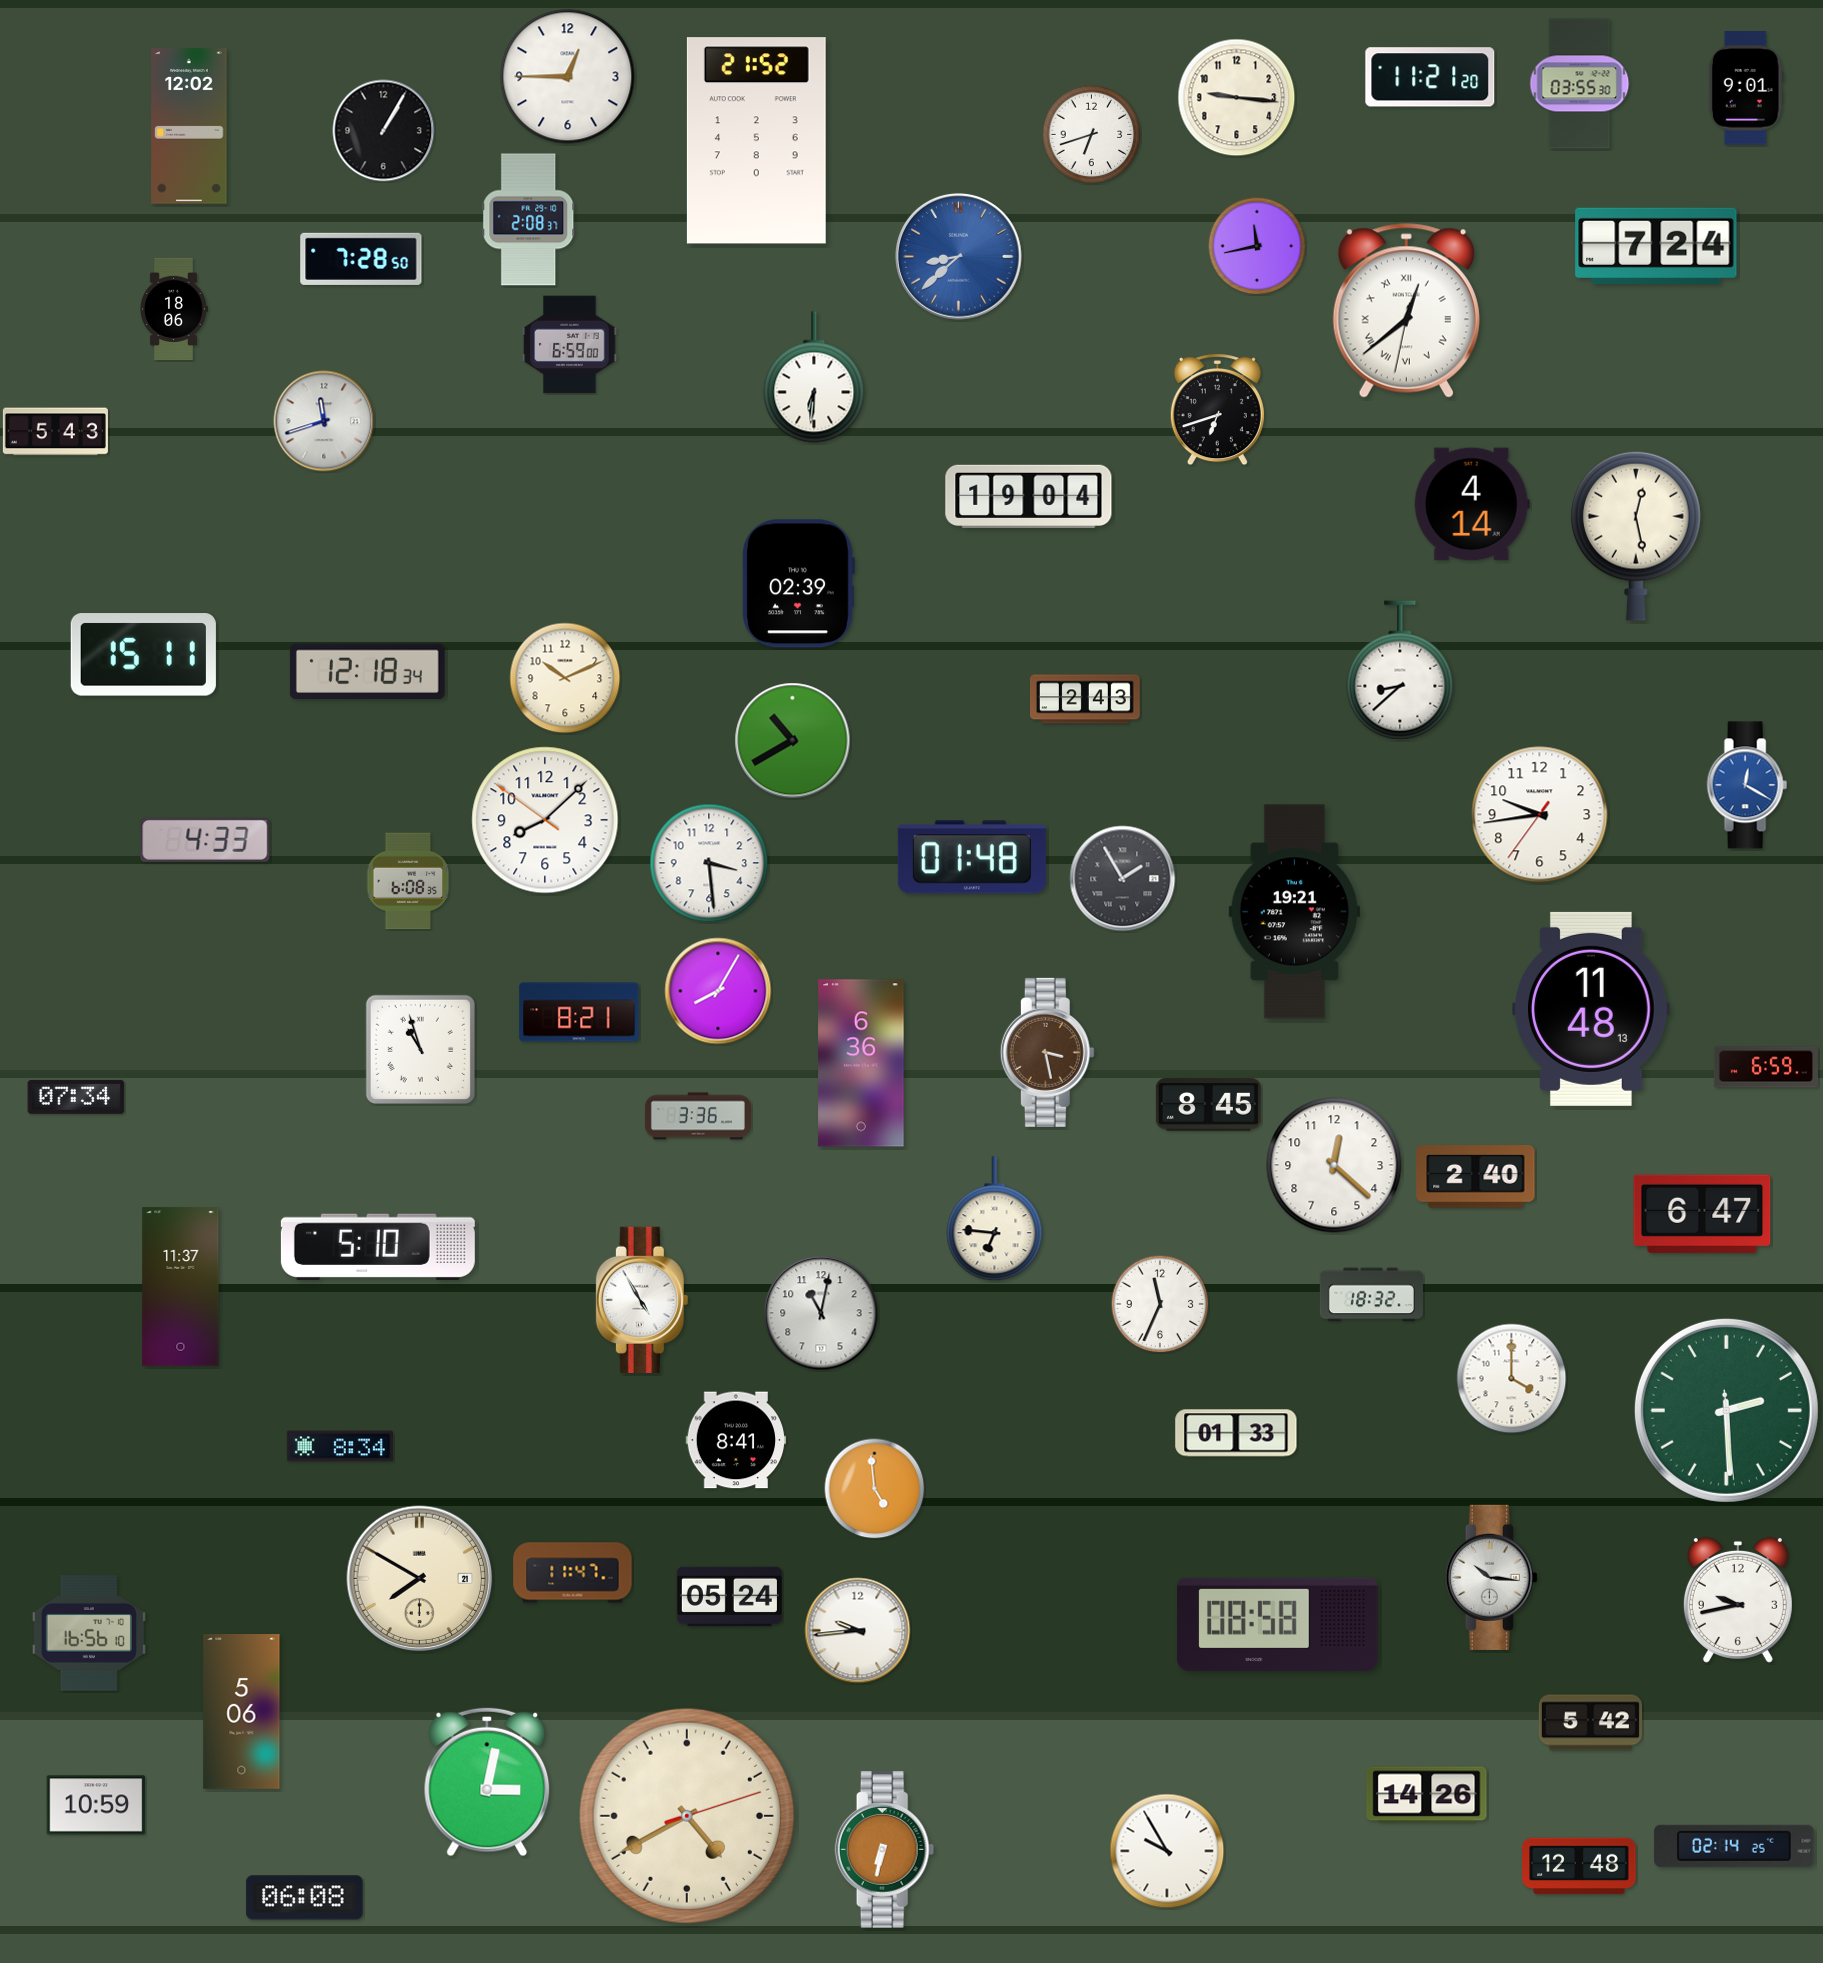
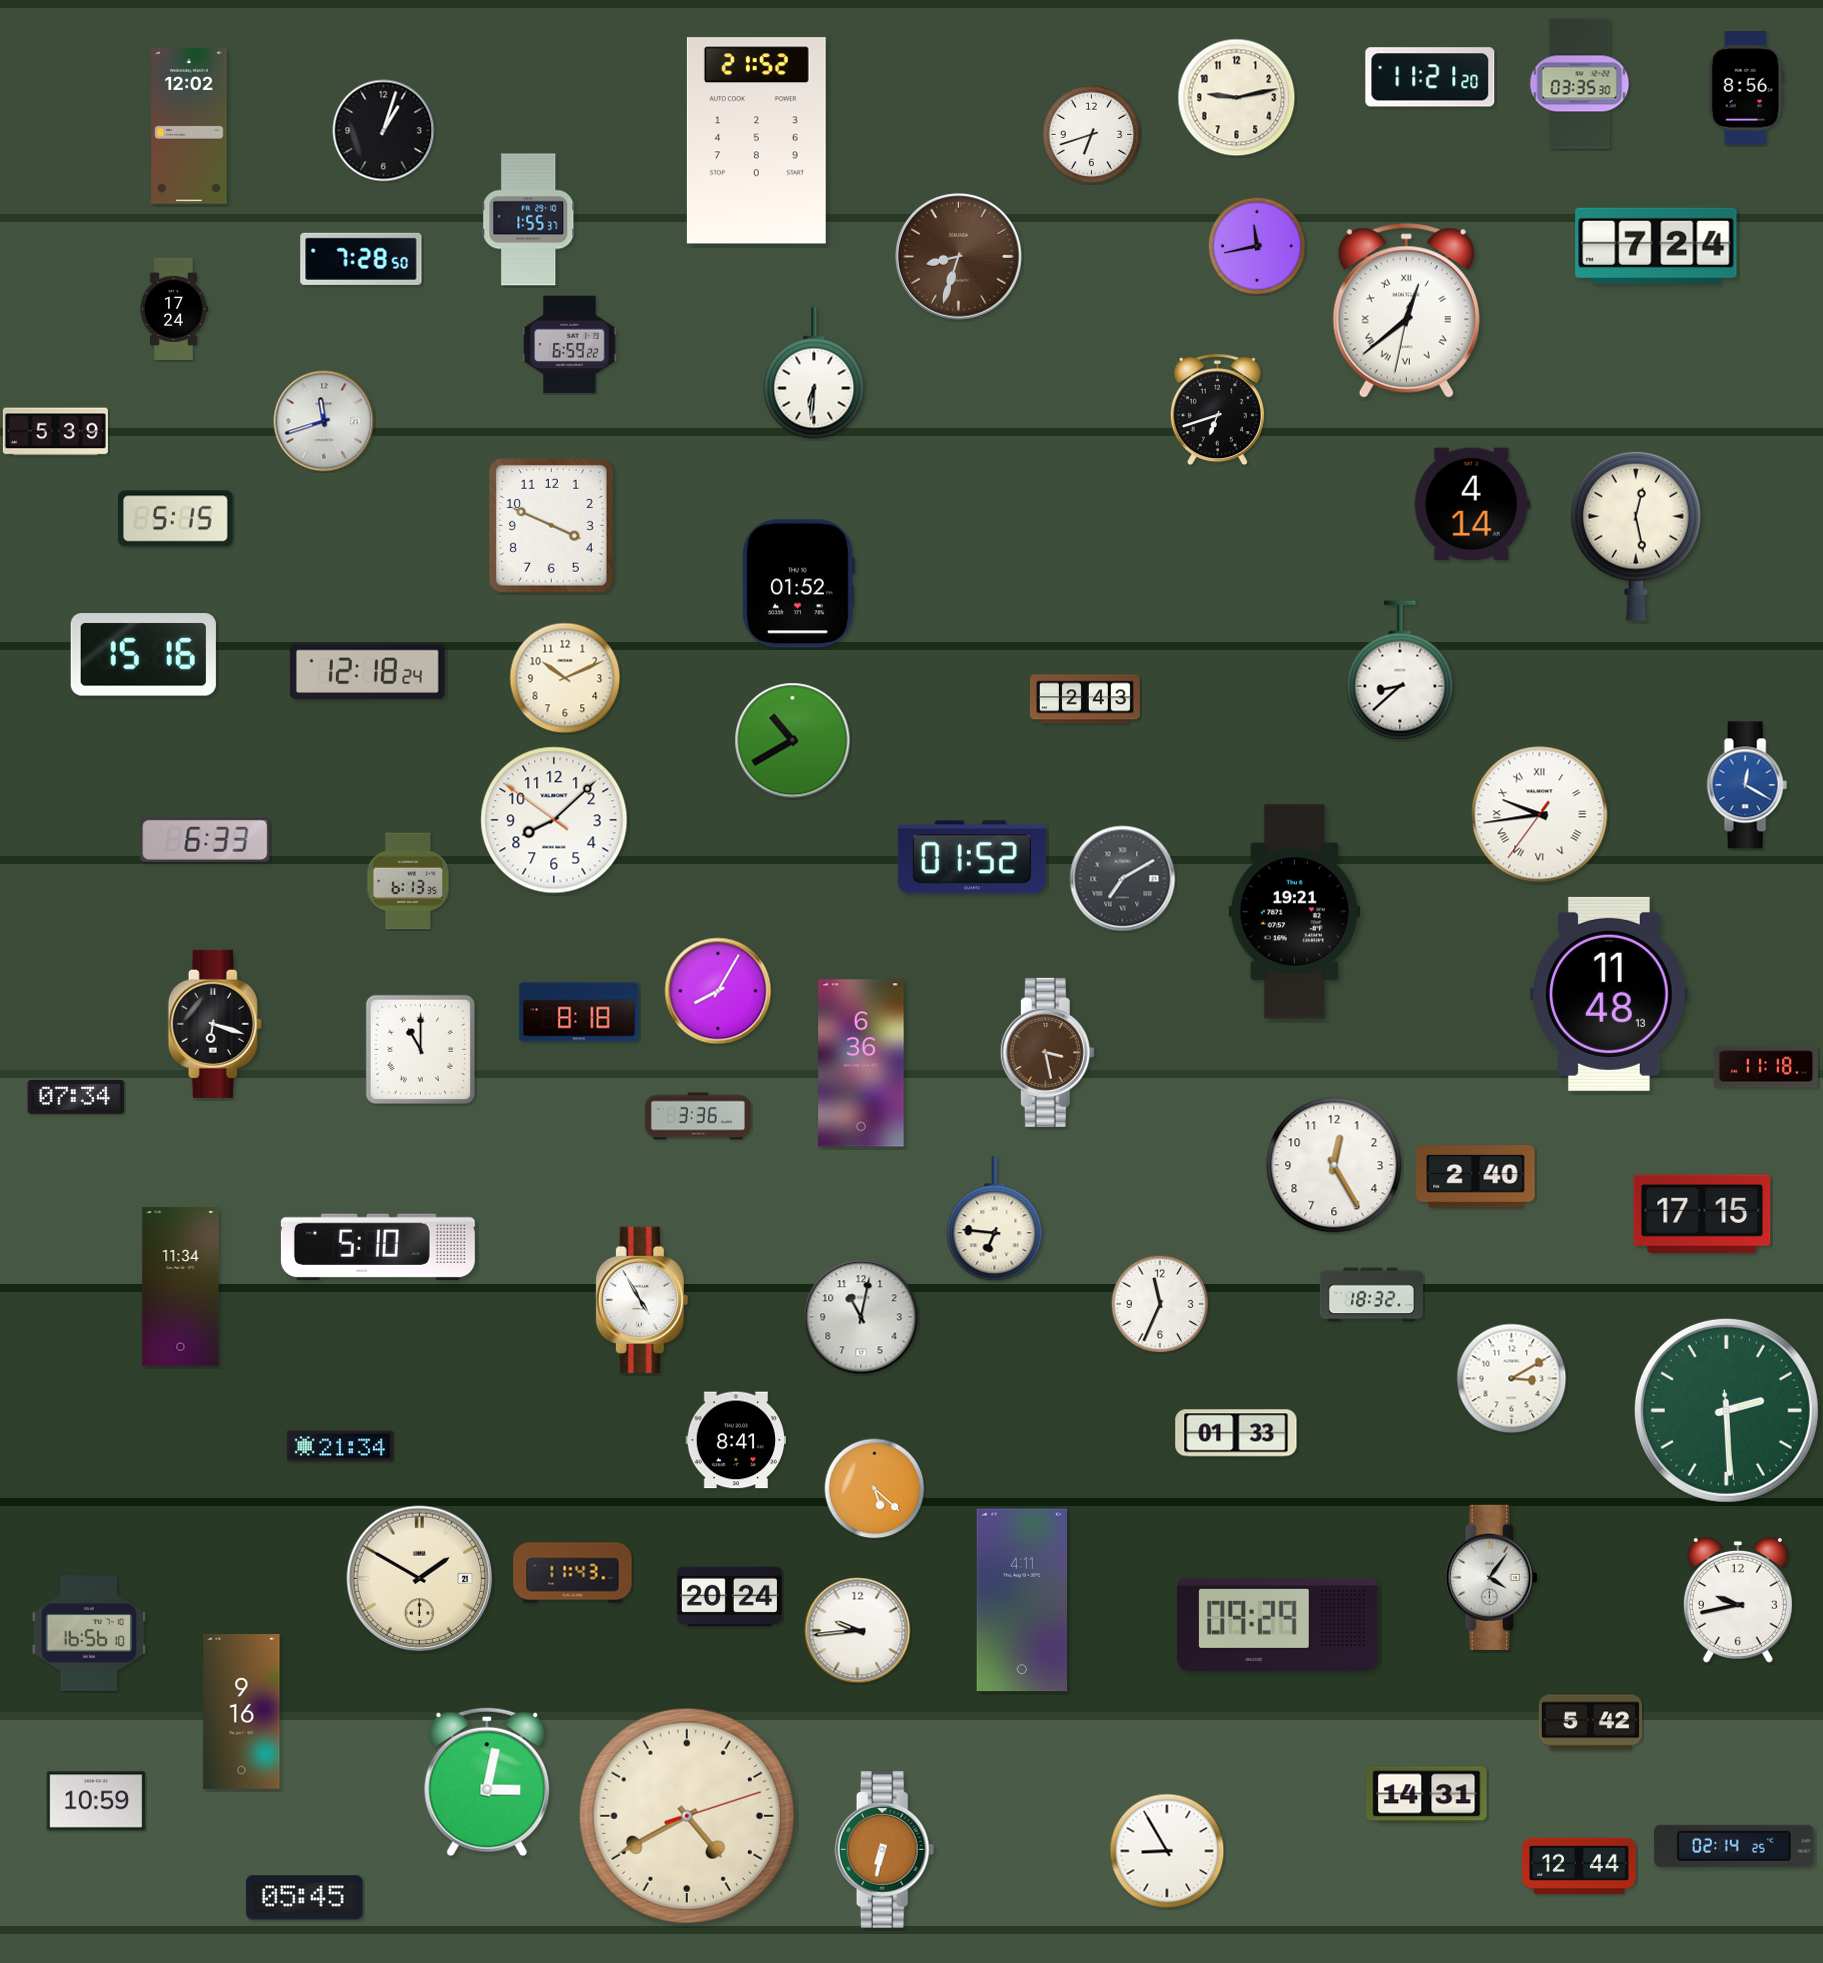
clock at (568, 77): 12:45 -> none
clock at (1580, 84): 03:55 -> 03:35
clock at (1746, 88): 9:01 -> 8:56
clock at (1237, 98): 9:16 -> 9:13
clock at (384, 131): 1:05 -> 1:03
clock at (529, 220): 2:08 -> 1:55
clock at (958, 256): 8:38 -> 8:33
clock at (958, 256) dial: blue -> brown
clock at (174, 308): 18:06 -> 17:24
clock at (570, 345): 6:59:00 -> 6:59:22
clock at (814, 377) position: (814, 377) -> (814, 373)
clock at (55, 432): 5:43 -> 5:39
clock at (1029, 497): 19:04 -> none
clock at (176, 519): none -> 5:15
clock at (552, 526): none -> 3:49
clock at (798, 584): 02:39 -> 01:52
clock at (143, 655): 15:11 -> 15:16
clock at (367, 672): 12:18:34 -> 12:18:24
clock at (1540, 815) numerals: Arabic -> Roman
clock at (545, 820) position: (545, 820) -> (554, 820)
clock at (205, 840): 4:33 -> 6:33
clock at (972, 857): 01:48 -> 01:52
clock at (709, 863): 3:29 -> none
clock at (1123, 879): 1:55 -> 7:10
clock at (408, 881): 6:08 -> 6:13
clock at (1591, 1009) position: (1591, 1009) -> (1609, 994)
clock at (579, 1012): 8:21 -> 8:18
clock at (215, 1024): none -> 6:18
clock at (420, 1049): 10:57 -> 11:00
clock at (1766, 1067): 6:59 -> 11:18
clock at (1208, 1105): 8:45 -> none
clock at (1334, 1165): 12:22 -> 12:25
clock at (1702, 1214): 6:47 -> 17:15
clock at (181, 1287): 11:37 -> 11:34
clock at (821, 1313) position: (821, 1313) -> (861, 1317)
clock at (1512, 1379): 4:00 -> 3:10
clock at (340, 1446): 8:34 -> 21:34
clock at (875, 1489): 4:59 -> 5:22
clock at (573, 1573): 11:47 -> 11:43
clock at (1491, 1577): 10:16 -> 4:06
clock at (420, 1579): 7:50 -> 1:50
clock at (729, 1597): 05:24 -> 20:24
clock at (1021, 1600): none -> 4:11
clock at (1278, 1624): 08:58 -> 09:29
clock at (242, 1712): 5:06 -> 9:16
clock at (1427, 1795): 14:26 -> 14:31
clock at (96, 1805) position: (96, 1805) -> (96, 1801)
clock at (1167, 1851): 9:55 -> 8:55
clock at (1579, 1866): 12:48 -> 12:44
clock at (305, 1898): 06:08 -> 05:45
